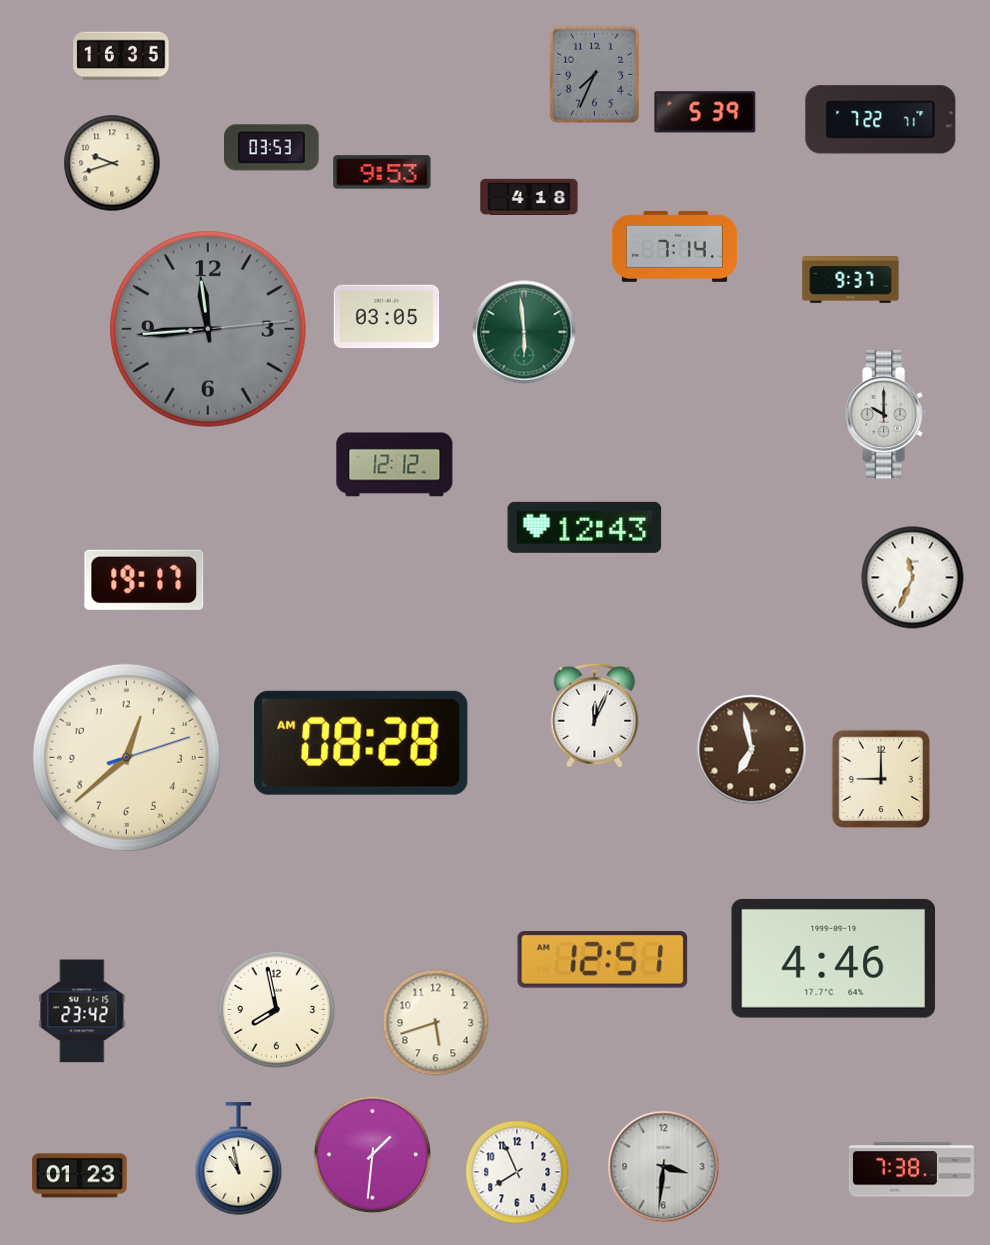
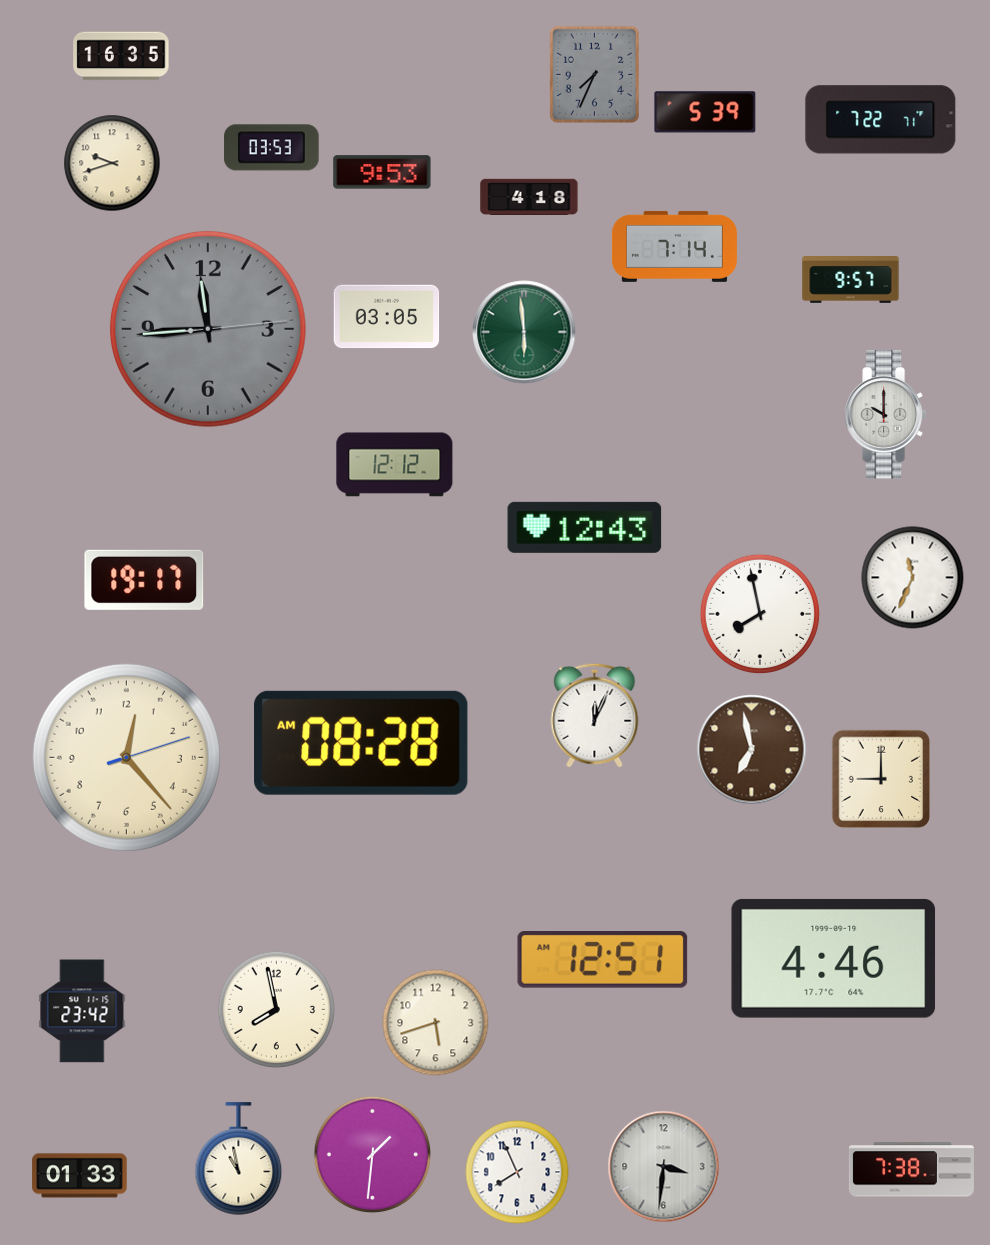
clock at (851, 280): 9:37 -> 9:57
clock at (760, 614): none -> 7:58
clock at (126, 757): 12:38 -> 12:23
clock at (80, 1176): 01:23 -> 01:33
